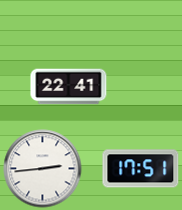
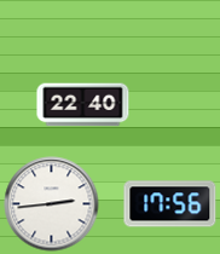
clock at (69, 87): 22:41 -> 22:40
clock at (141, 169): 17:51 -> 17:56
